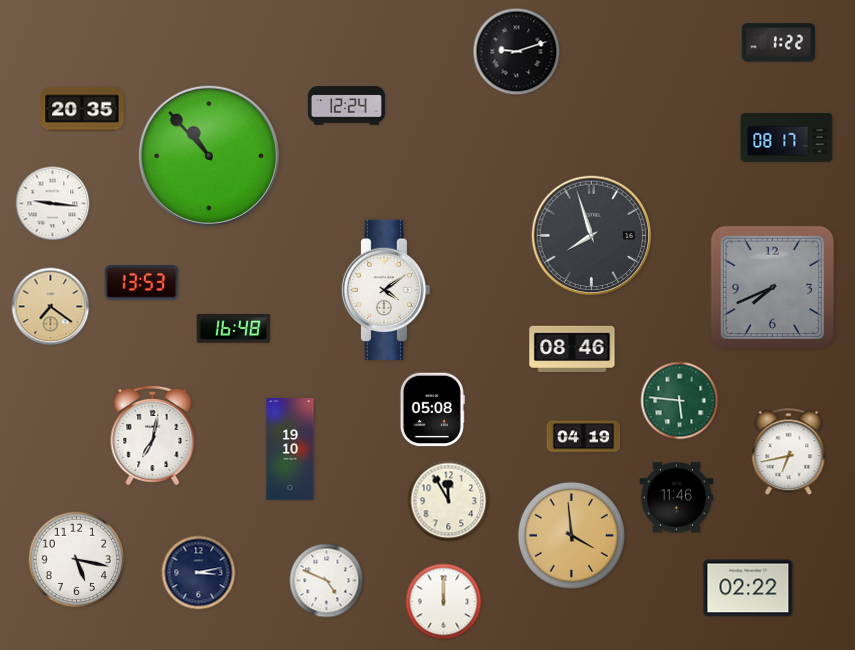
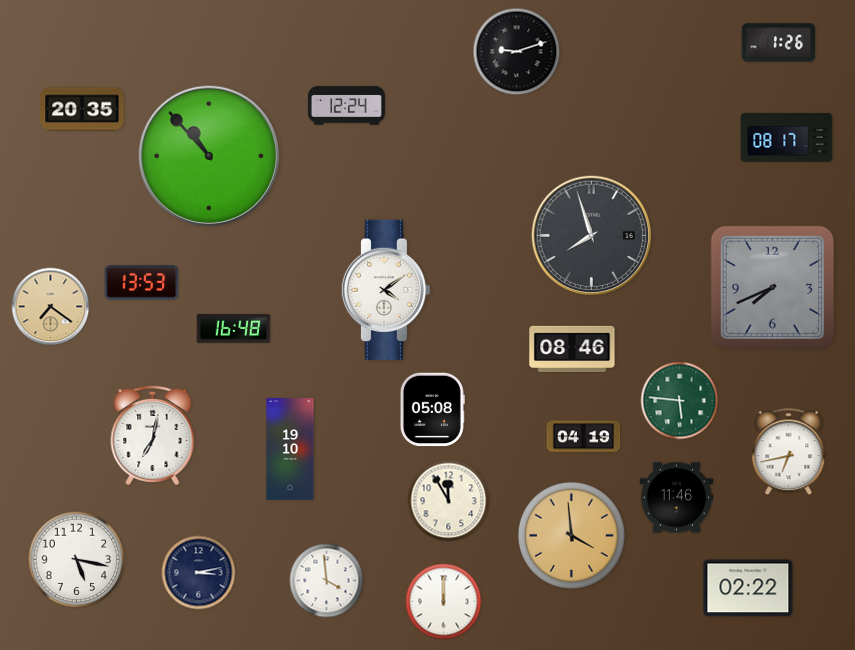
clock at (779, 43): 1:22 -> 1:26
clock at (53, 204): 9:16 -> none
clock at (327, 581): 4:49 -> 3:59
